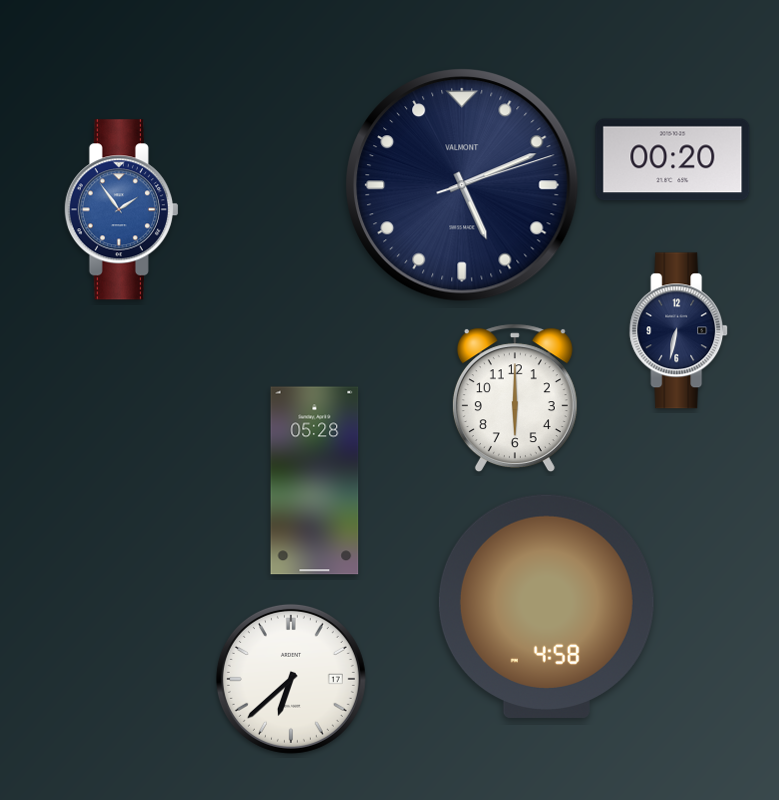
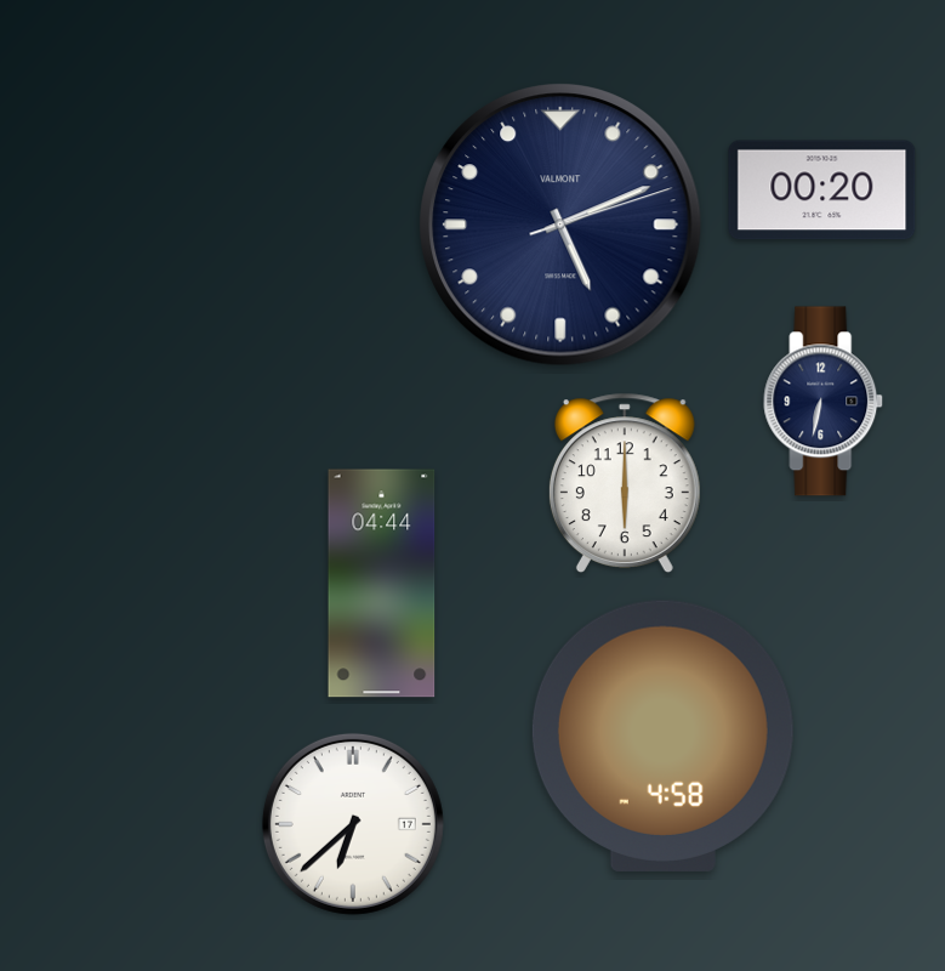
clock at (673, 160) position: (673, 160) -> (822, 191)
clock at (121, 210): 1:54 -> none
clock at (315, 481): 05:28 -> 04:44
